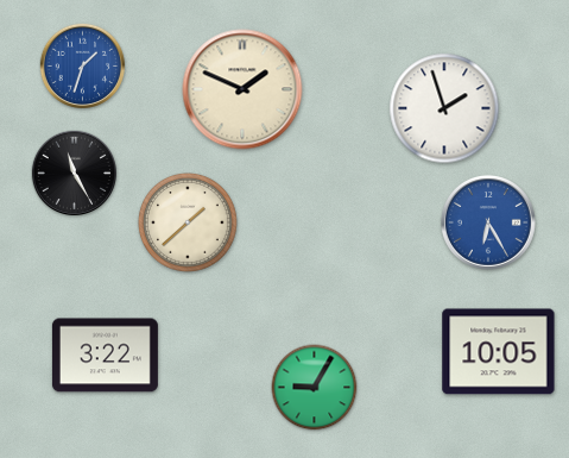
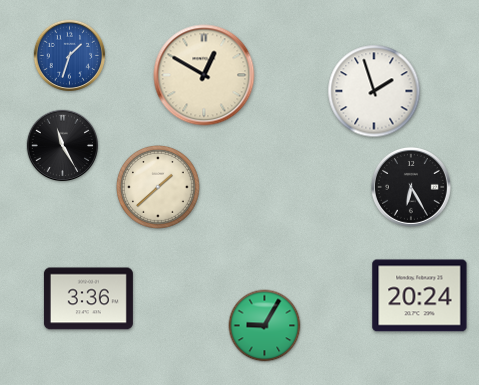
clock at (242, 89): 1:49 -> 12:50
clock at (488, 222) dial: blue -> black
clock at (499, 352): 10:05 -> 20:24
clock at (105, 356): 3:22 -> 3:36
